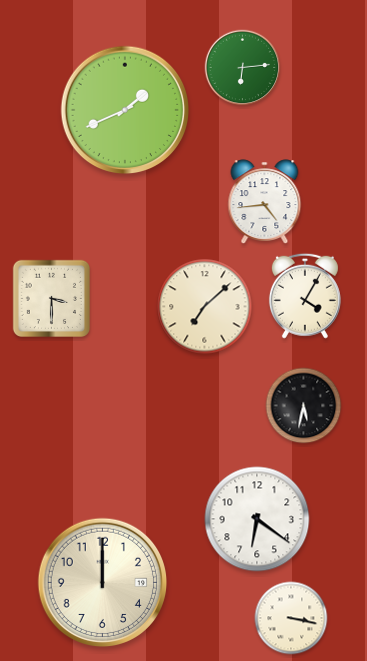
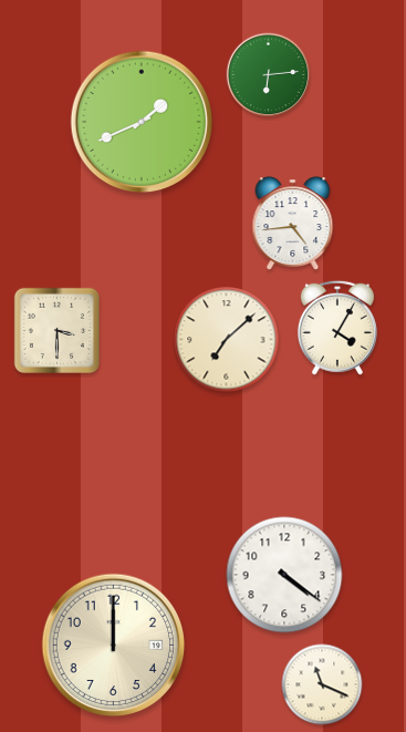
clock at (125, 110) position: (125, 110) -> (142, 122)
clock at (304, 406): 5:32 -> none
clock at (257, 519): 6:21 -> 4:21
clock at (291, 618): 3:17 -> 11:19
